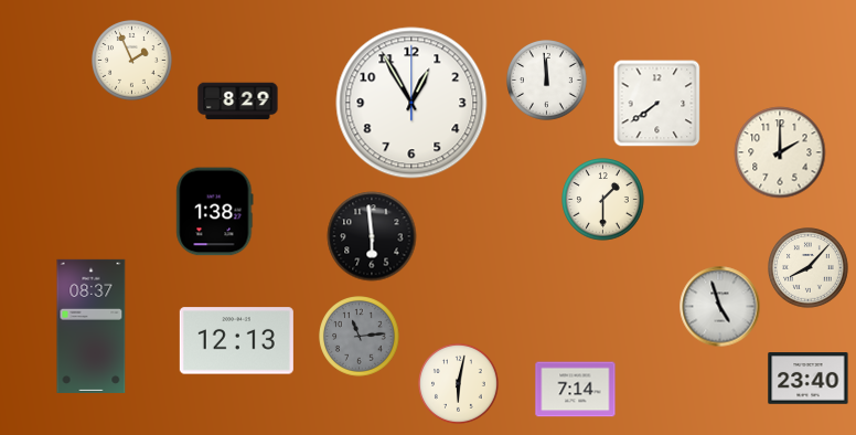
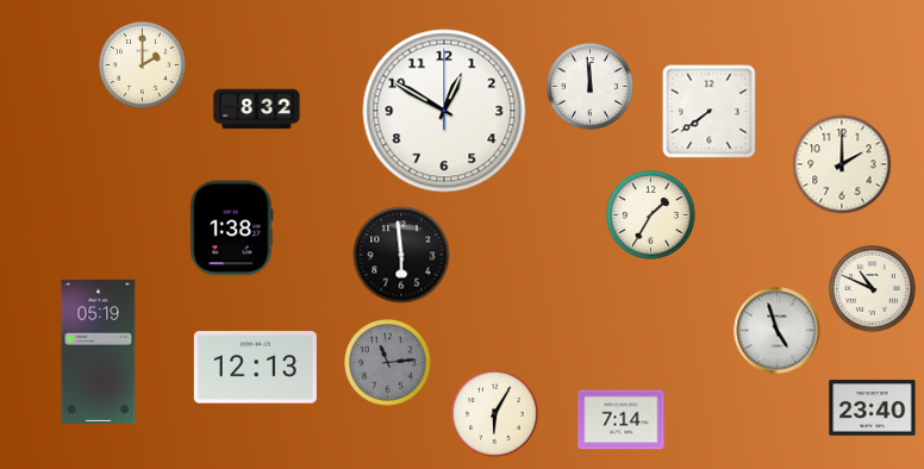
clock at (132, 61): 1:56 -> 2:00
clock at (238, 102): 8:29 -> 8:32
clock at (411, 103): 12:55 -> 12:50
clock at (603, 200): 1:30 -> 1:35
clock at (809, 268): 8:07 -> 10:49
clock at (92, 326): 08:37 -> 05:19
clock at (459, 384): 6:02 -> 6:05
